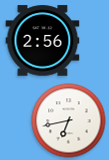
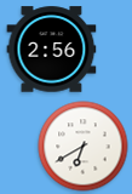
clock at (69, 121): 6:43 -> 6:40
